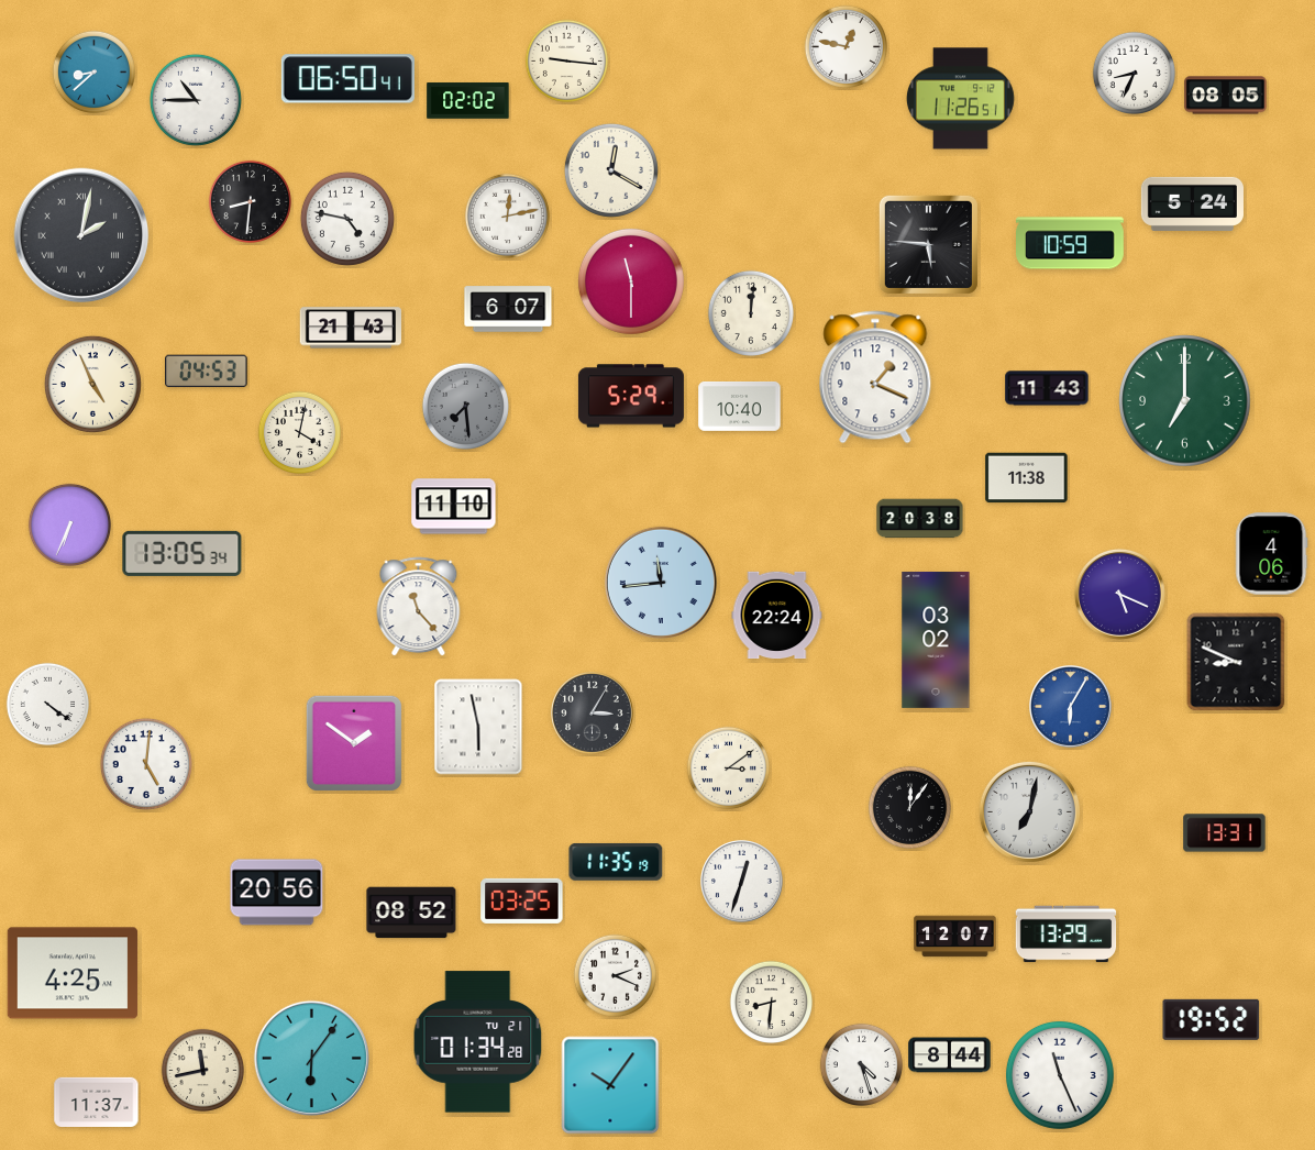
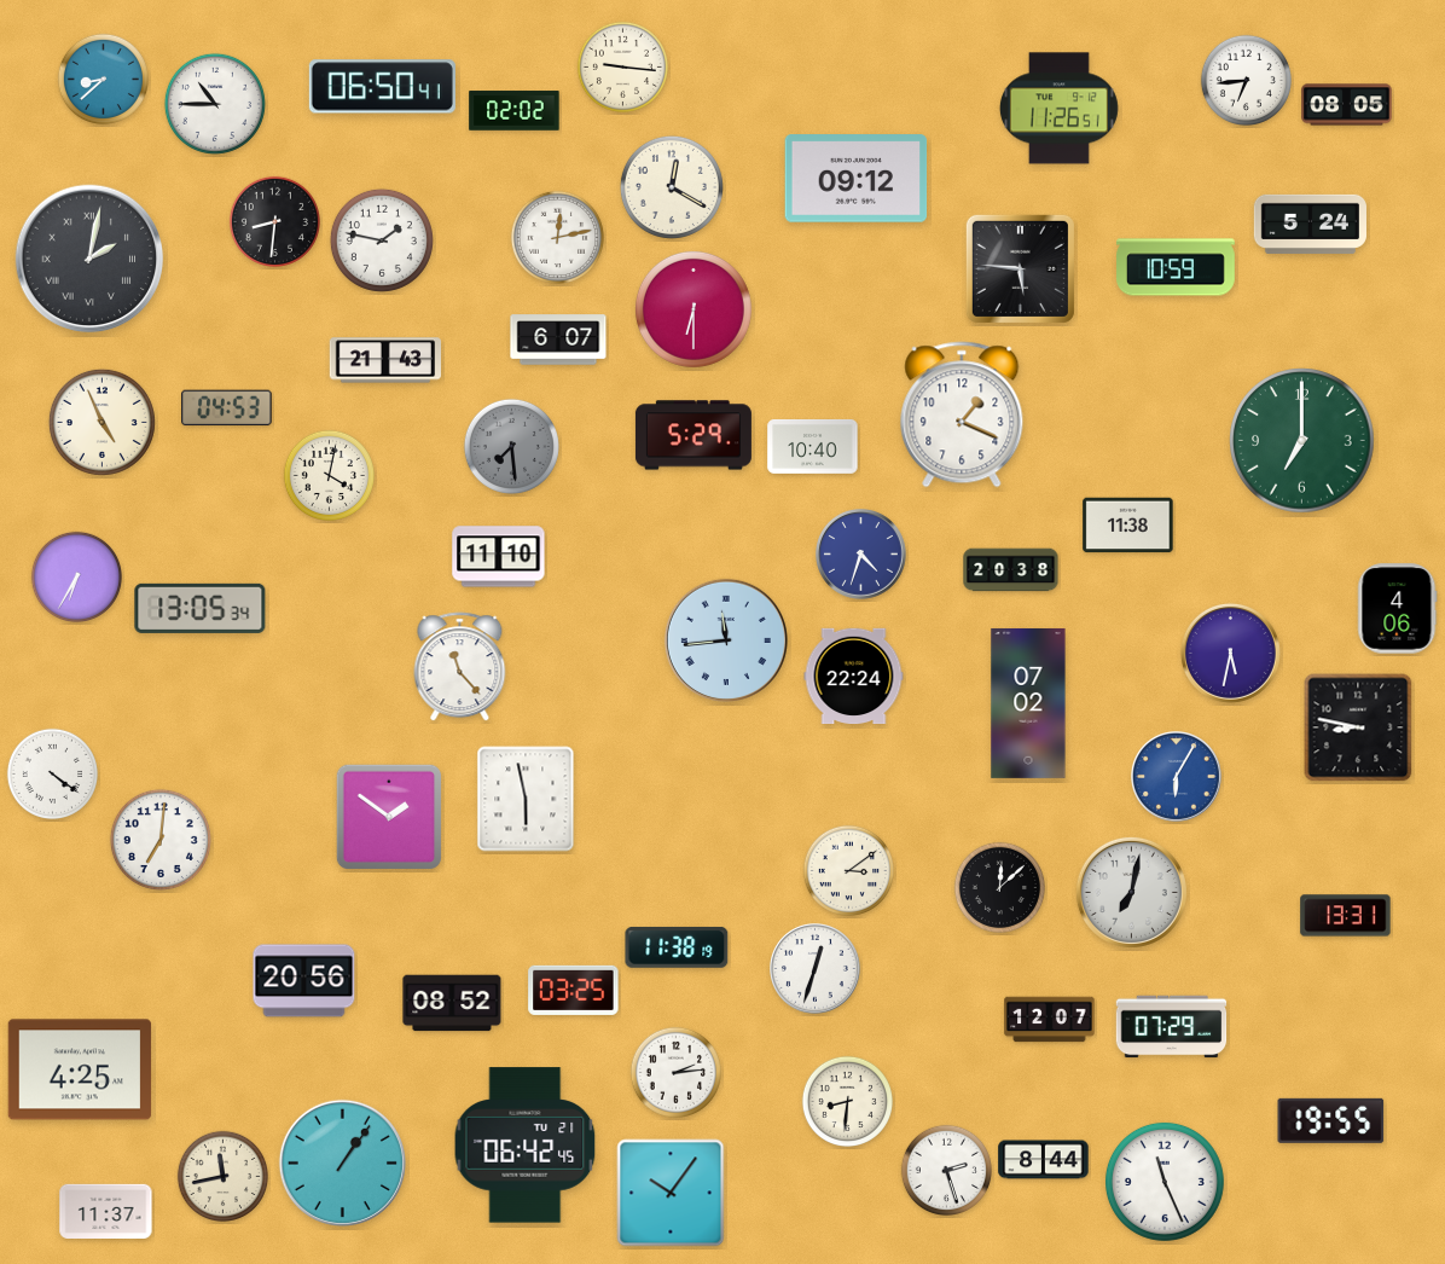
clock at (846, 46): 12:47 -> none
clock at (1134, 73): 8:34 -> 6:44
clock at (960, 99) position: (960, 99) -> (1058, 109)
clock at (196, 100) position: (196, 100) -> (215, 104)
clock at (857, 179): none -> 09:12
clock at (347, 219): 4:47 -> 1:47
clock at (631, 281): 11:30 -> 6:30
clock at (751, 313): 12:01 -> none
clock at (1047, 388): 11:43 -> none
clock at (861, 555): none -> 4:33
clock at (69, 524): 6:34 -> 6:35
clock at (1119, 594): 5:19 -> 5:32
clock at (936, 640): 03:02 -> 07:02
clock at (1236, 662): 8:49 -> 8:47
clock at (593, 714): 3:05 -> none
clock at (146, 764): 5:01 -> 7:01
clock at (728, 767) position: (728, 767) -> (848, 870)
clock at (909, 807): 12:06 -> 12:08
clock at (616, 862): 11:35 -> 11:38
clock at (1067, 935): 13:29 -> 07:29
clock at (955, 937) position: (955, 937) -> (1050, 1020)
clock at (615, 975): 2:19 -> 2:14
clock at (1212, 1019): 19:52 -> 19:55
clock at (478, 1042): 01:34 -> 06:42
clock at (311, 1058): 6:06 -> 1:06
clock at (861, 1064): 4:27 -> 2:27
